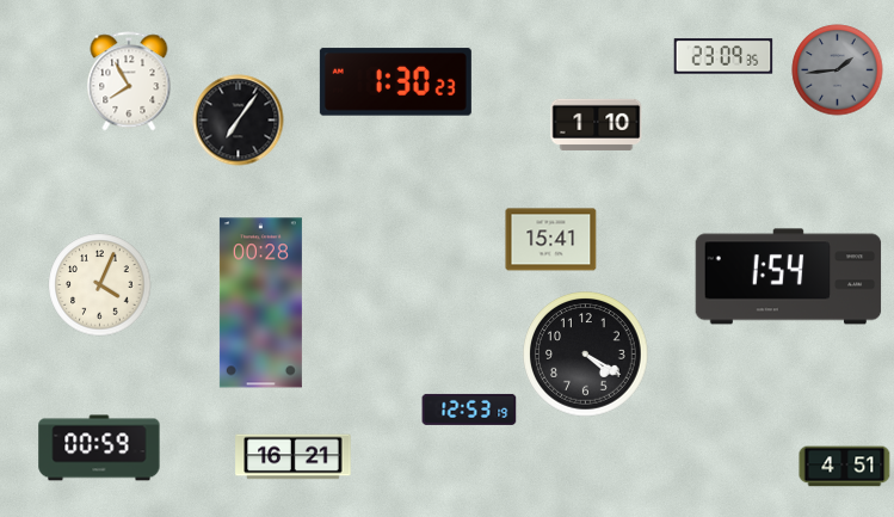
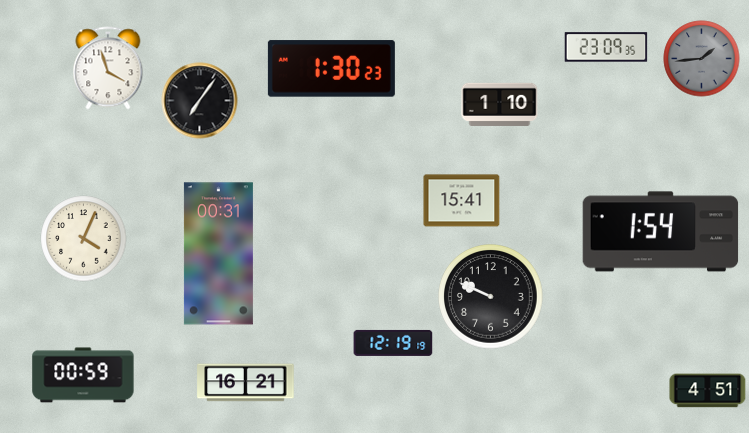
clock at (129, 81): 7:55 -> 3:57
clock at (260, 303): 00:28 -> 00:31
clock at (586, 355): 4:20 -> 9:49
clock at (469, 410): 12:53 -> 12:19
